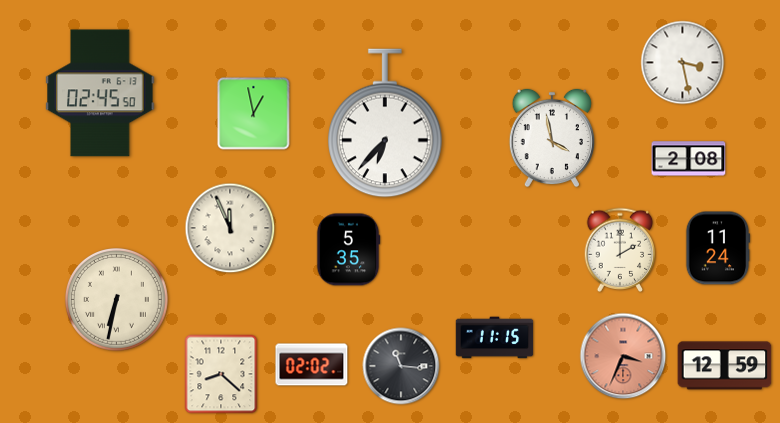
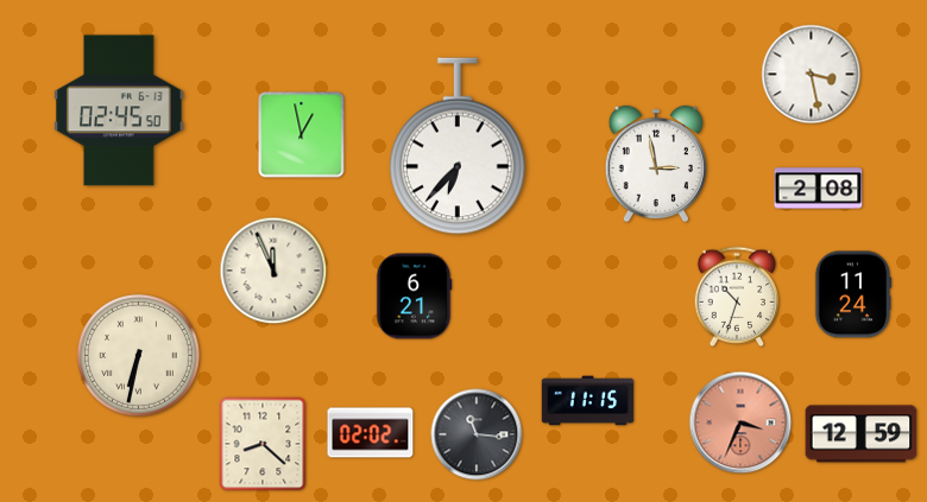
clock at (552, 138): 3:58 -> 2:58
clock at (620, 249): 2:00 -> 10:33
clock at (348, 250): 5:35 -> 6:21
